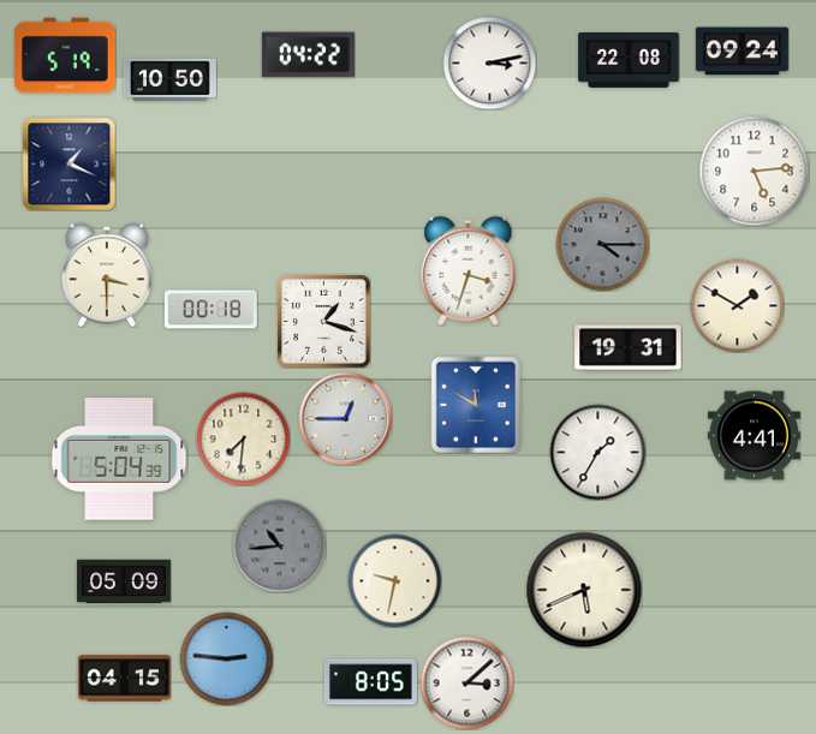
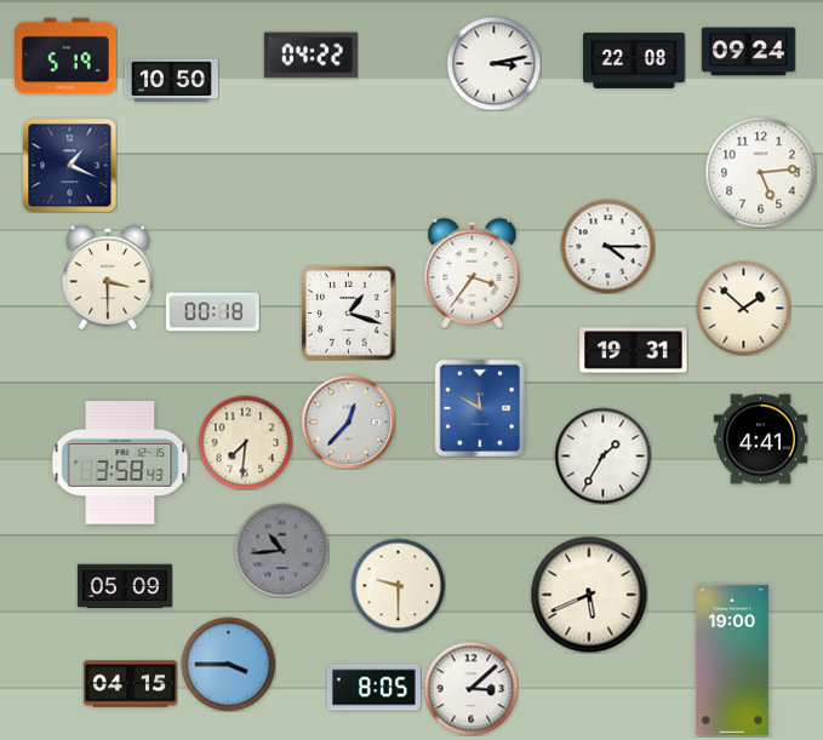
clock at (602, 244) dial: grey -> white
clock at (469, 270): 3:33 -> 3:36
clock at (737, 305): 1:50 -> 1:52
clock at (323, 321) position: (323, 321) -> (348, 312)
clock at (345, 418): 12:45 -> 12:37
clock at (119, 459): 5:04 -> 3:58
clock at (394, 580): 9:32 -> 9:30
clock at (732, 660): none -> 19:00
clock at (226, 658): 2:46 -> 3:45
clock at (124, 679) position: (124, 679) -> (130, 684)
